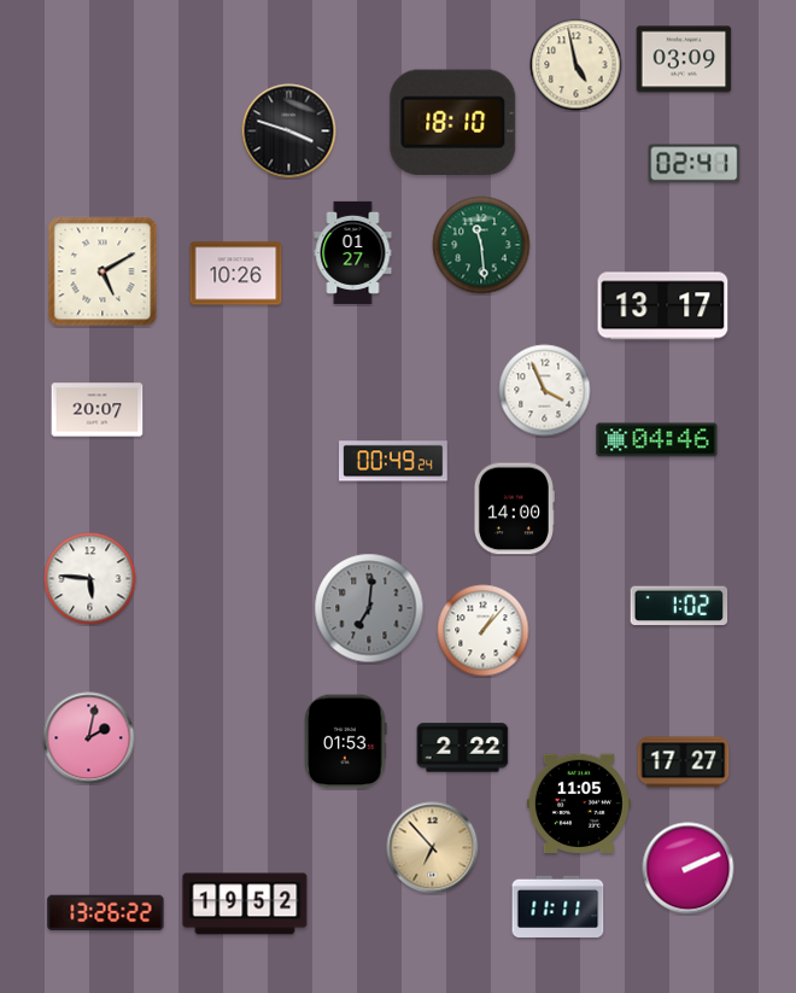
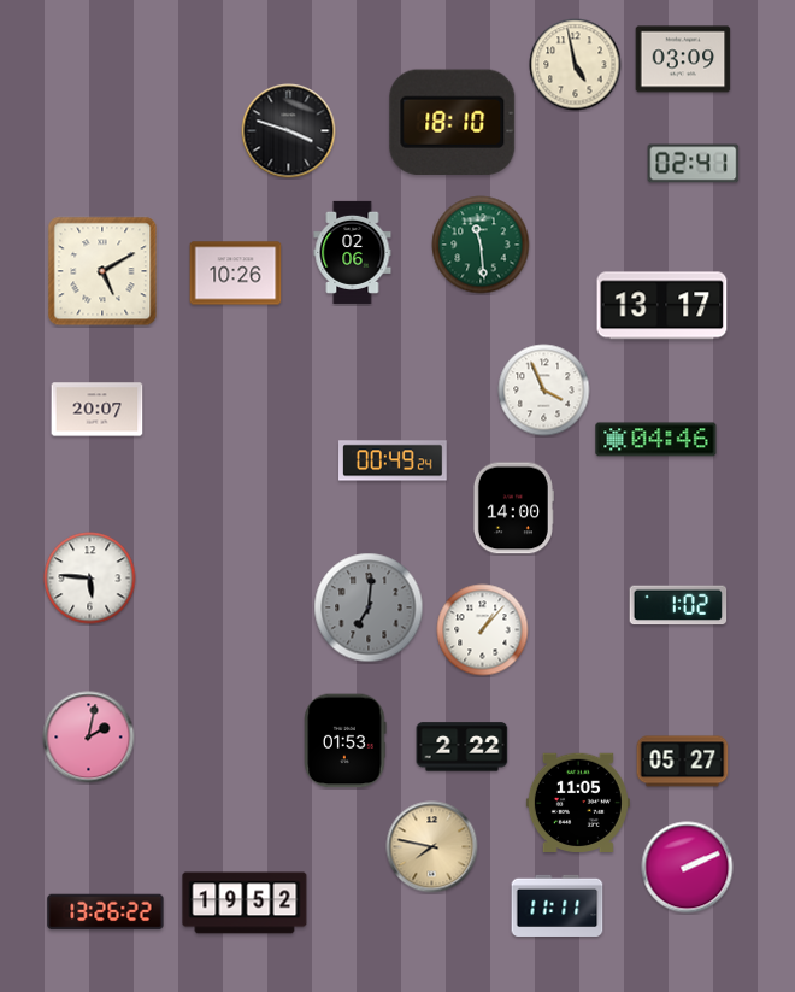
clock at (353, 252): 01:27 -> 02:06
clock at (684, 763): 17:27 -> 05:27
clock at (433, 848): 6:53 -> 7:47
